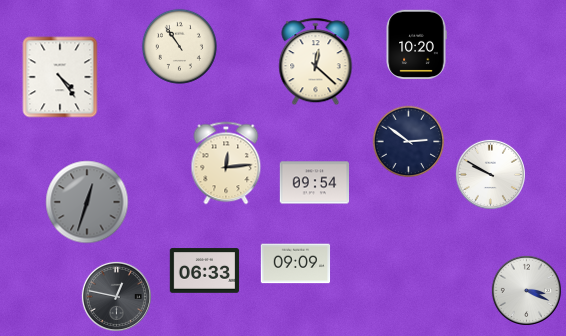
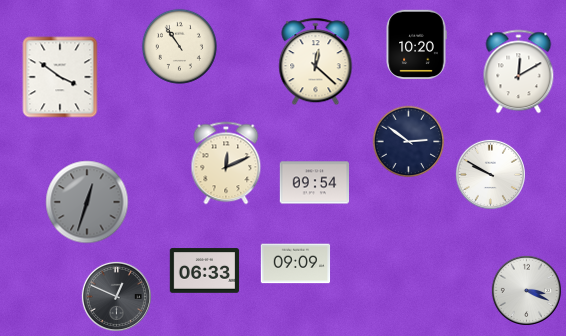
clock at (519, 72): none -> 12:10
clock at (60, 77): 4:24 -> 3:51
clock at (226, 163): 12:14 -> 12:11
clock at (116, 296): 12:47 -> 12:49
